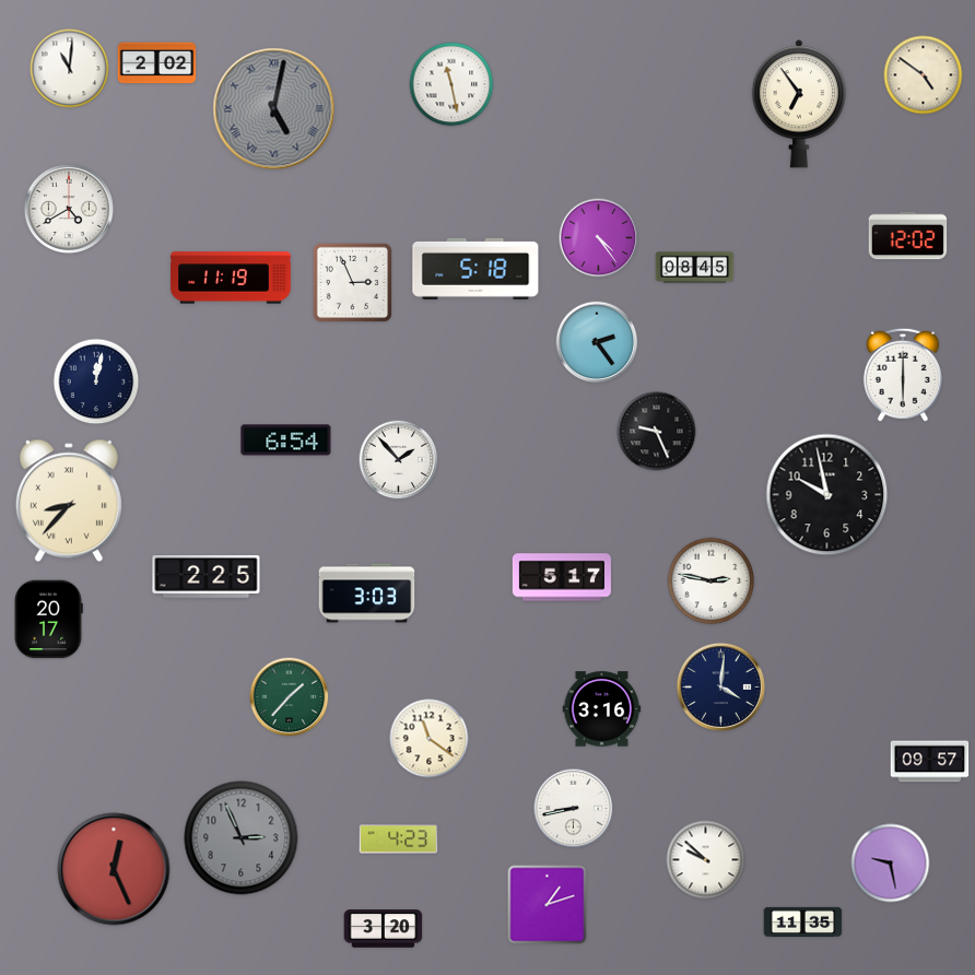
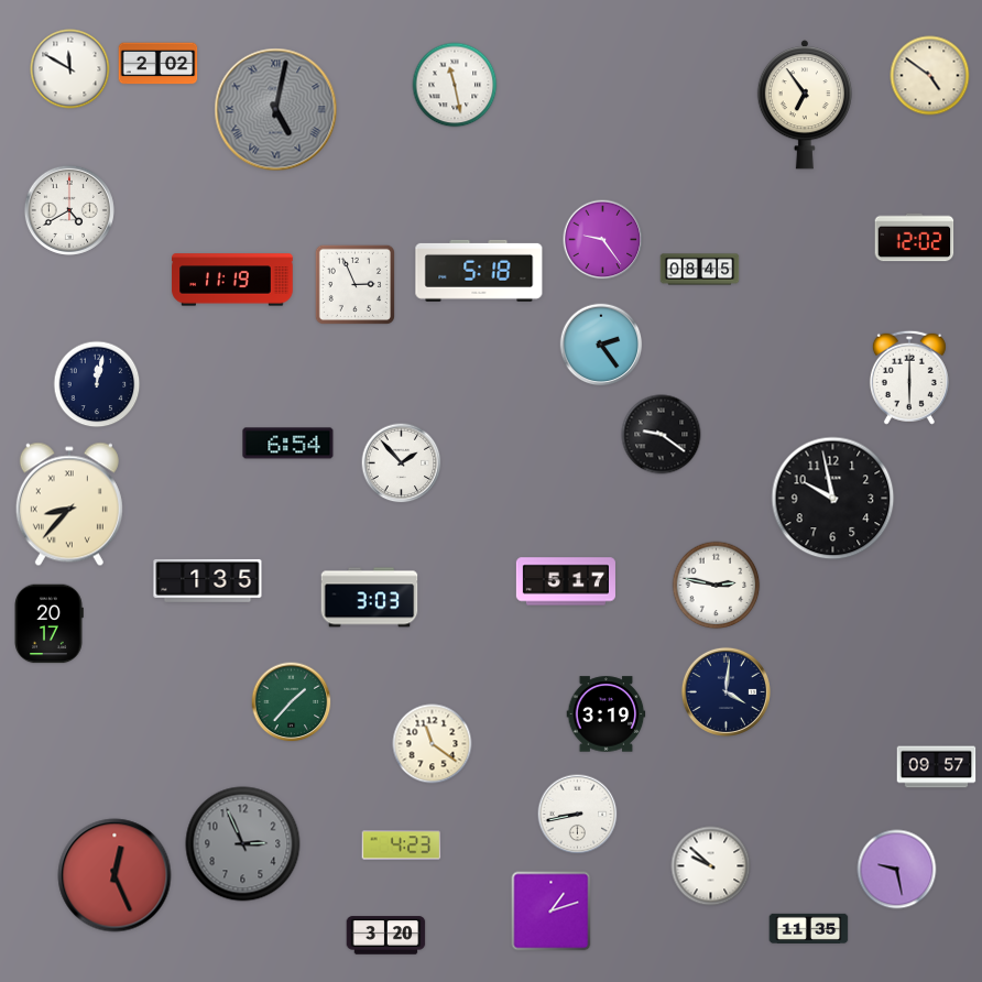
clock at (70, 69): 11:01 -> 11:50
clock at (599, 238): 4:24 -> 9:24
clock at (657, 432): 9:26 -> 9:21
clock at (207, 576): 2:25 -> 1:35
clock at (602, 709): 3:16 -> 3:19
